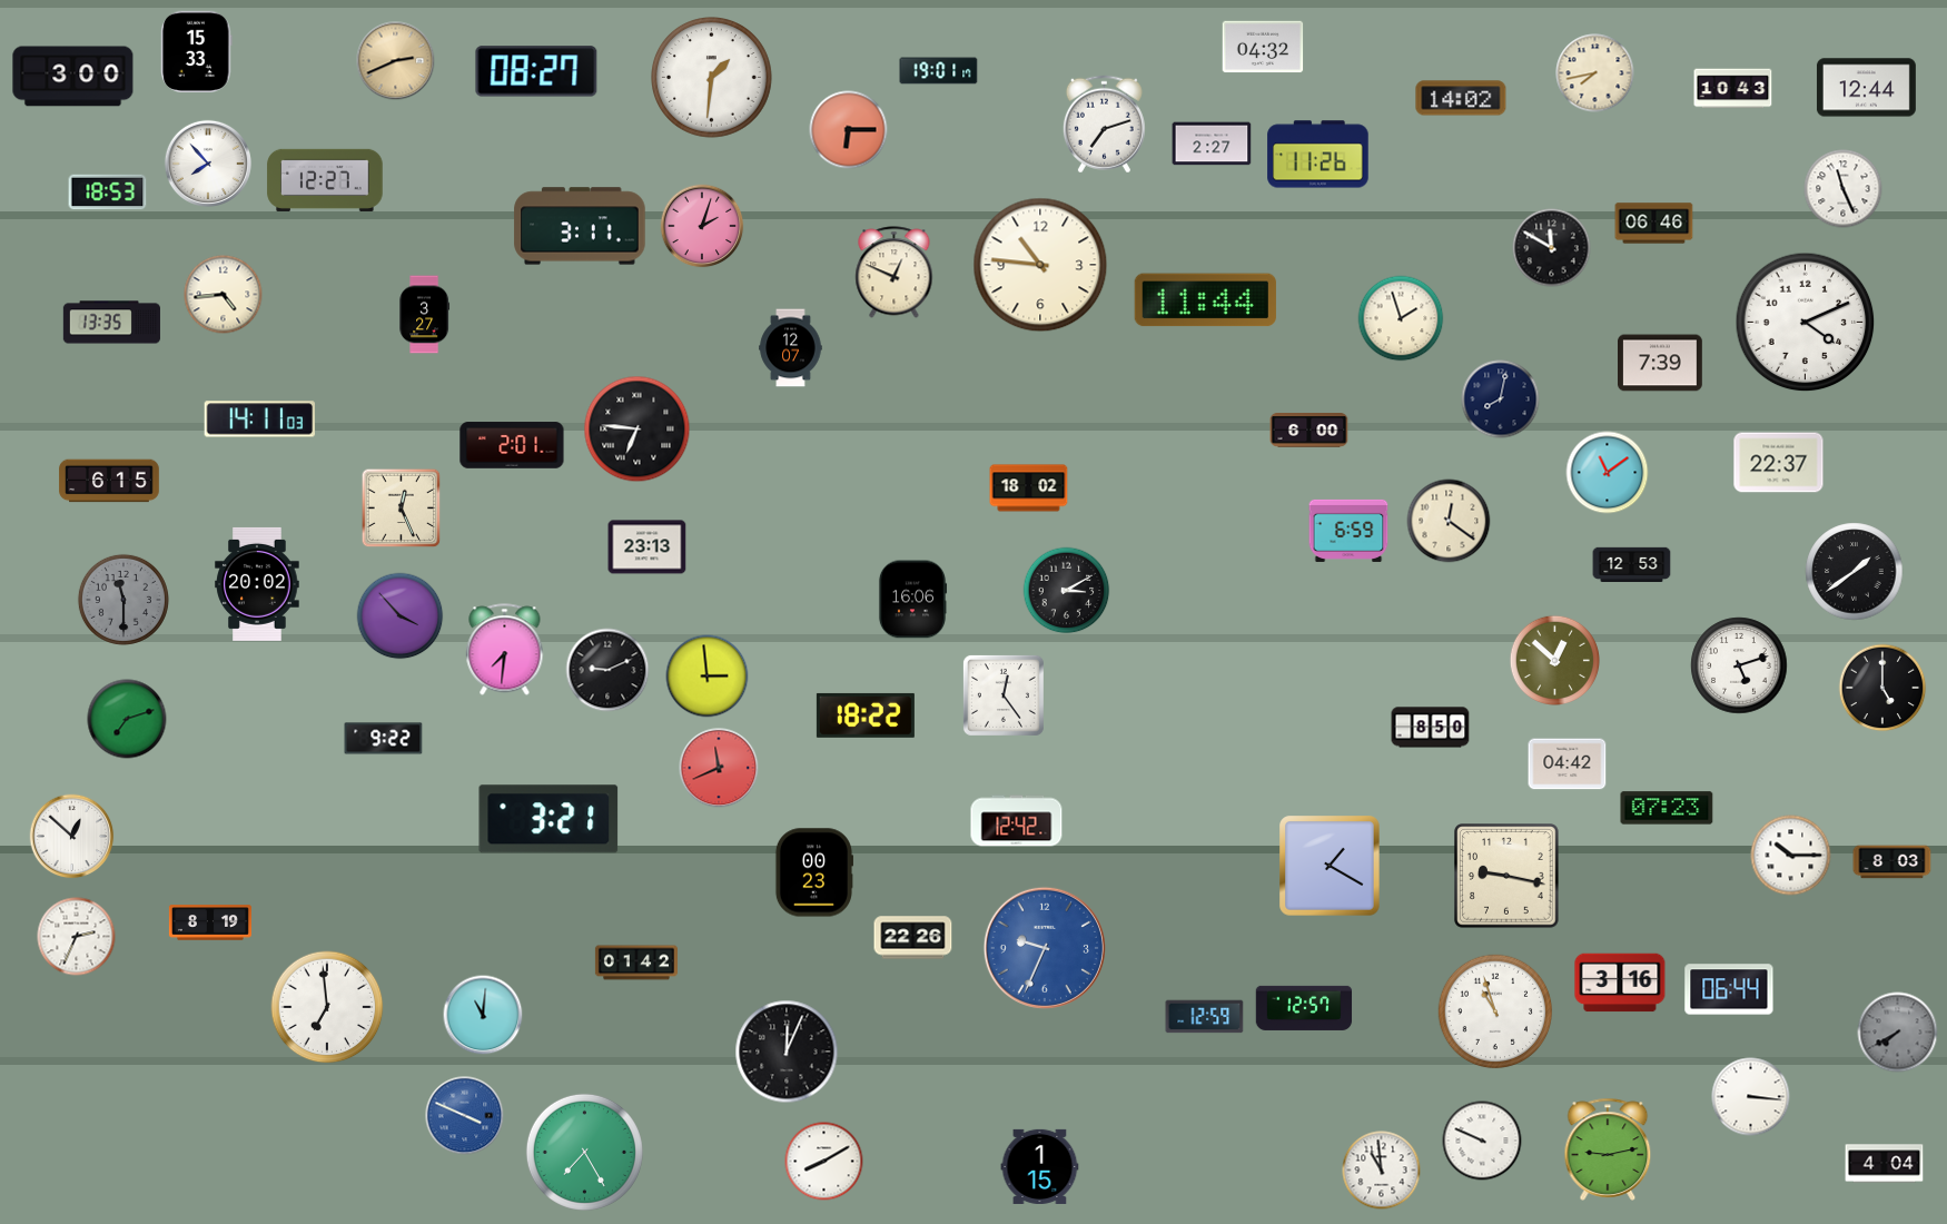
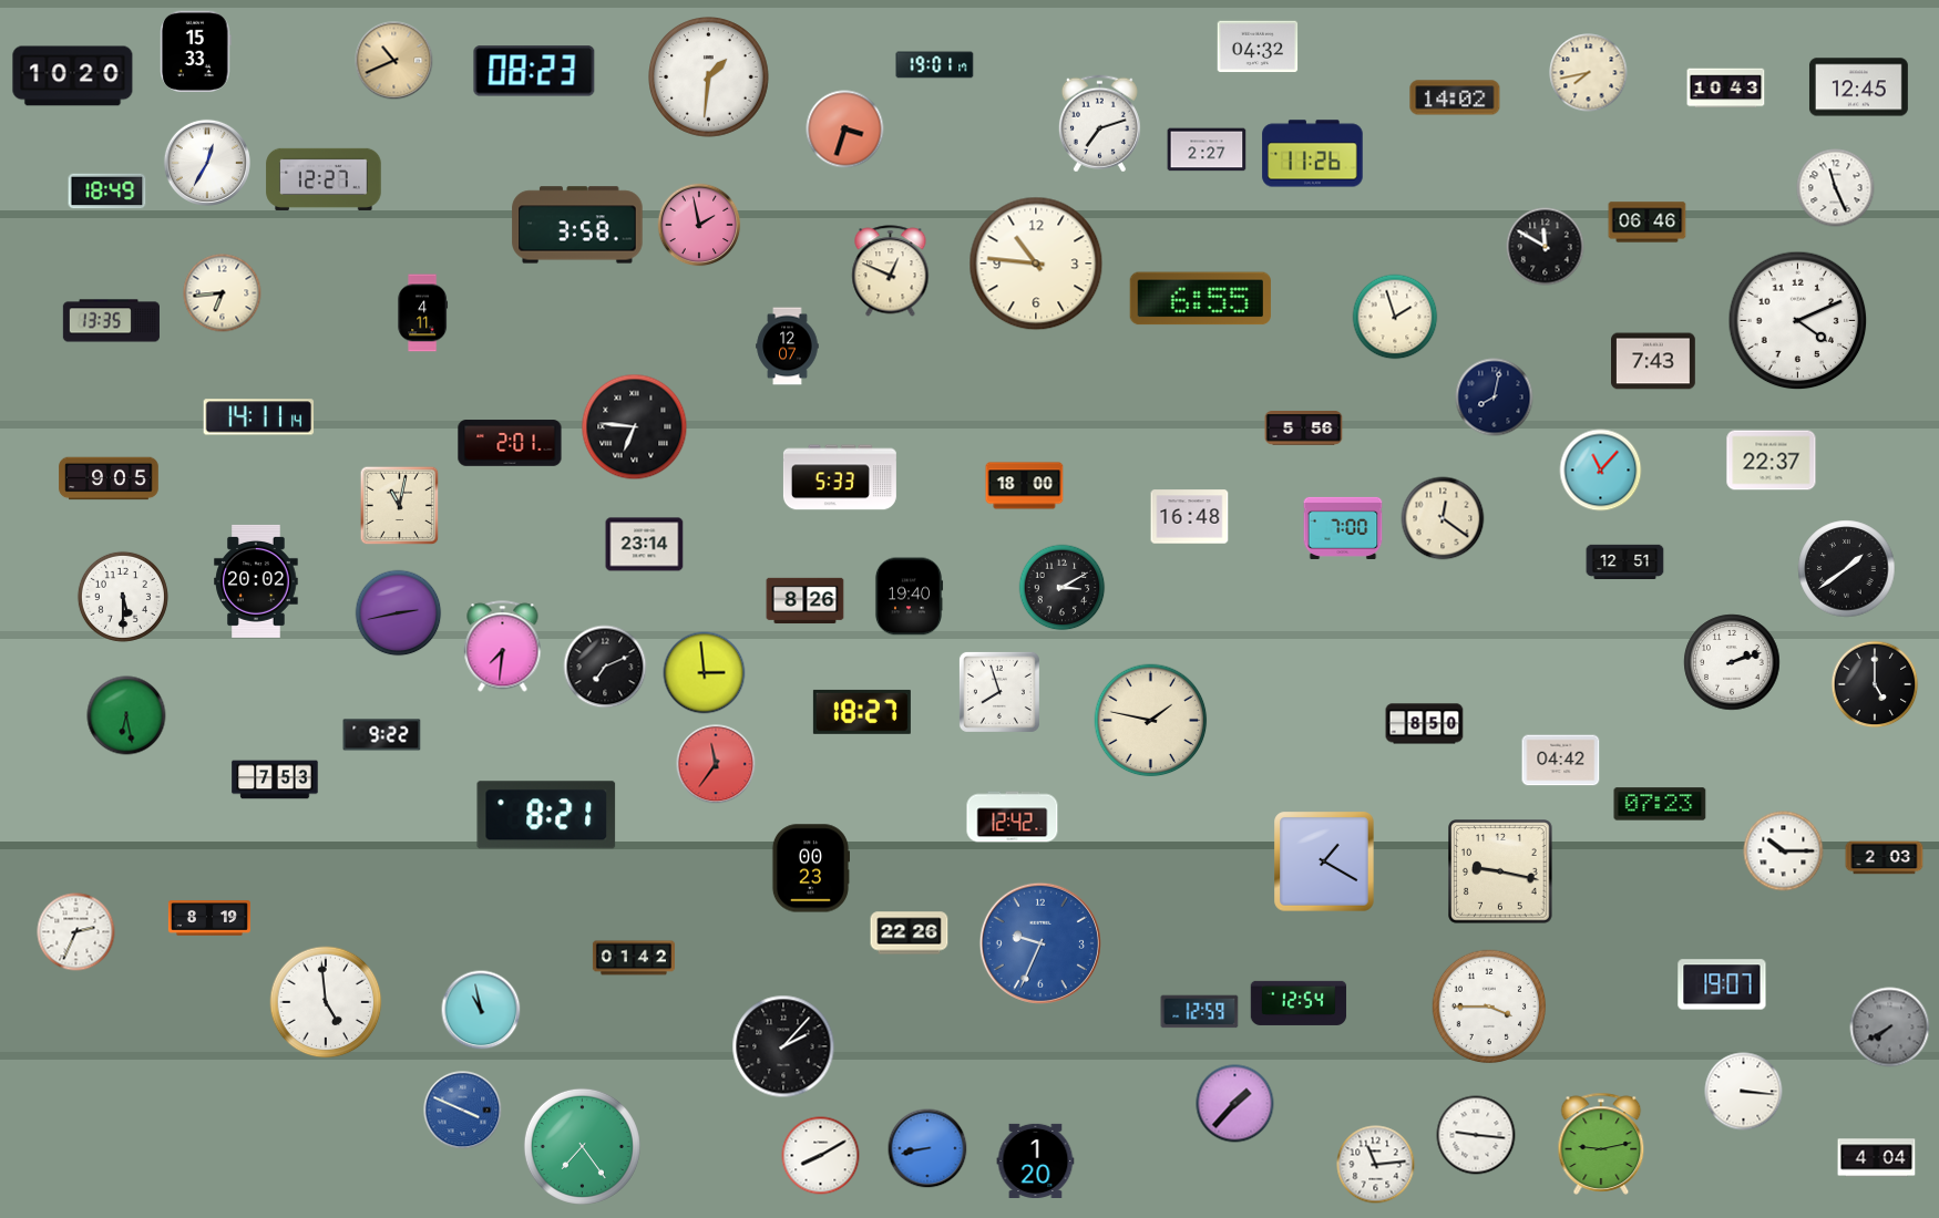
clock at (396, 61): 2:41 -> 10:41
clock at (536, 71): 08:27 -> 08:23
clock at (939, 71) position: (939, 71) -> (935, 65)
clock at (73, 77): 3:00 -> 10:20
clock at (1866, 88): 12:44 -> 12:45
clock at (849, 130): 6:15 -> 3:33
clock at (1212, 144) position: (1212, 144) -> (1207, 149)
clock at (208, 164): 7:53 -> 12:35
clock at (108, 193): 18:53 -> 18:49
clock at (580, 226): 3:11 -> 3:58
clock at (702, 226): 2:03 -> 1:58
clock at (224, 295): 4:44 -> 6:44
clock at (1205, 300): 11:44 -> 6:55
clock at (425, 315): 3:27 -> 4:11
clock at (1661, 363): 7:39 -> 7:43
clock at (260, 419): 14:11:03 -> 14:11:14
clock at (1309, 431): 6:00 -> 5:56
clock at (1608, 473): 11:09 -> 11:07
clock at (840, 477): none -> 5:33
clock at (109, 481): 6:15 -> 9:05
clock at (1029, 488): 18:02 -> 18:00
clock at (402, 509): 12:26 -> 11:02
clock at (1190, 517): none -> 16:48
clock at (1348, 531): 6:59 -> 7:00
clock at (648, 547): 23:13 -> 23:14
clock at (1632, 564): 12:53 -> 12:51
clock at (123, 600): 11:30 -> 5:30
clock at (123, 600) dial: grey -> white
clock at (912, 600): 16:06 -> 19:40
clock at (806, 601): none -> 8:26
clock at (401, 616): 3:53 -> 2:43
clock at (1554, 660): 12:52 -> none
clock at (1739, 665): 5:12 -> 2:12
clock at (607, 670): 9:11 -> 7:11
clock at (1004, 695): 12:24 -> 7:57
clock at (866, 715): 18:22 -> 18:27
clock at (127, 719): 7:12 -> 6:28
clock at (1151, 721): none -> 1:47
clock at (719, 768): 11:41 -> 11:36
clock at (275, 780): none -> 7:53
clock at (548, 819): 3:21 -> 8:21
clock at (72, 837): 12:52 -> none
clock at (1892, 862): 8:03 -> 2:03
clock at (1620, 983): 3:16 -> none
clock at (1729, 989): 06:44 -> 19:07
clock at (327, 1007): 6:59 -> 4:59
clock at (1304, 1008): 12:57 -> 12:54
clock at (1495, 1011): 10:57 -> 3:45
clock at (483, 1015): 11:01 -> 10:58
clock at (787, 1052): 12:04 -> 2:07
clock at (1235, 1104): none -> 1:37
clock at (1482, 1141): 9:49 -> 9:16
clock at (584, 1152): 7:25 -> 7:24
clock at (927, 1148): none -> 8:43
clock at (1040, 1166): 1:15 -> 1:20
clock at (1382, 1171): 10:59 -> 11:14
